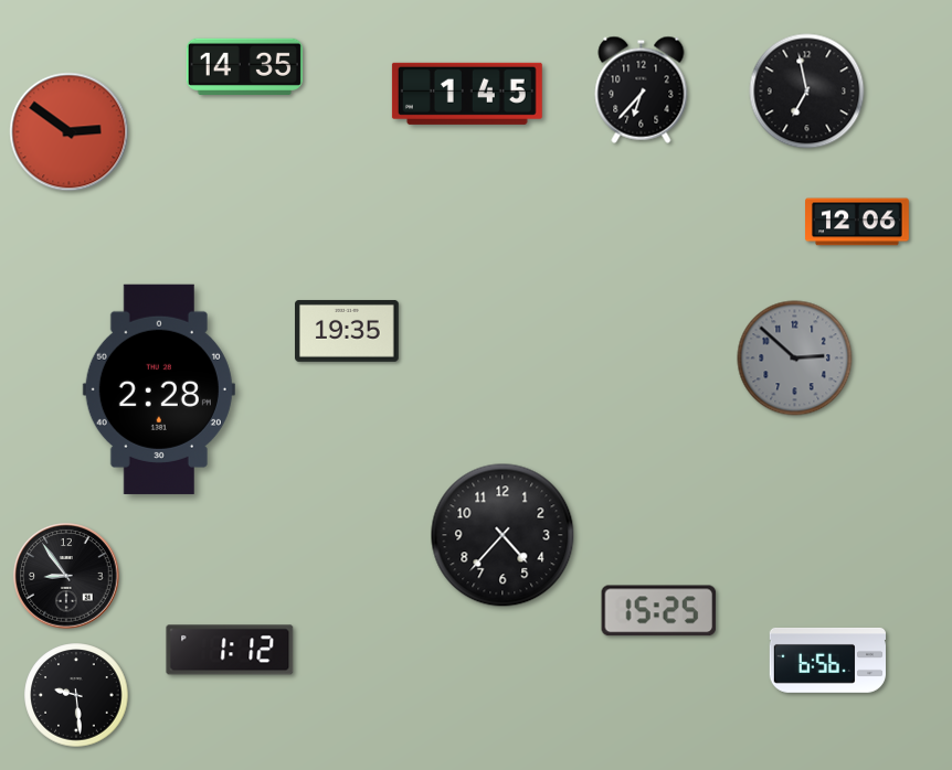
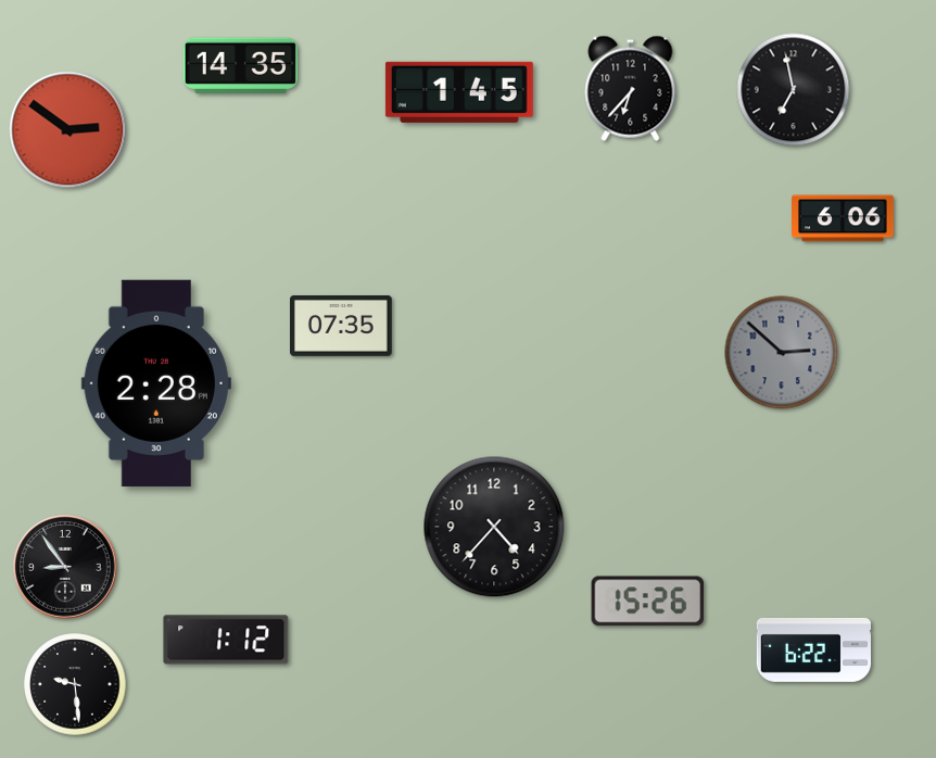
clock at (857, 222): 12:06 -> 6:06
clock at (348, 331): 19:35 -> 07:35
clock at (659, 611): 15:25 -> 15:26
clock at (827, 660): 6:56 -> 6:22
